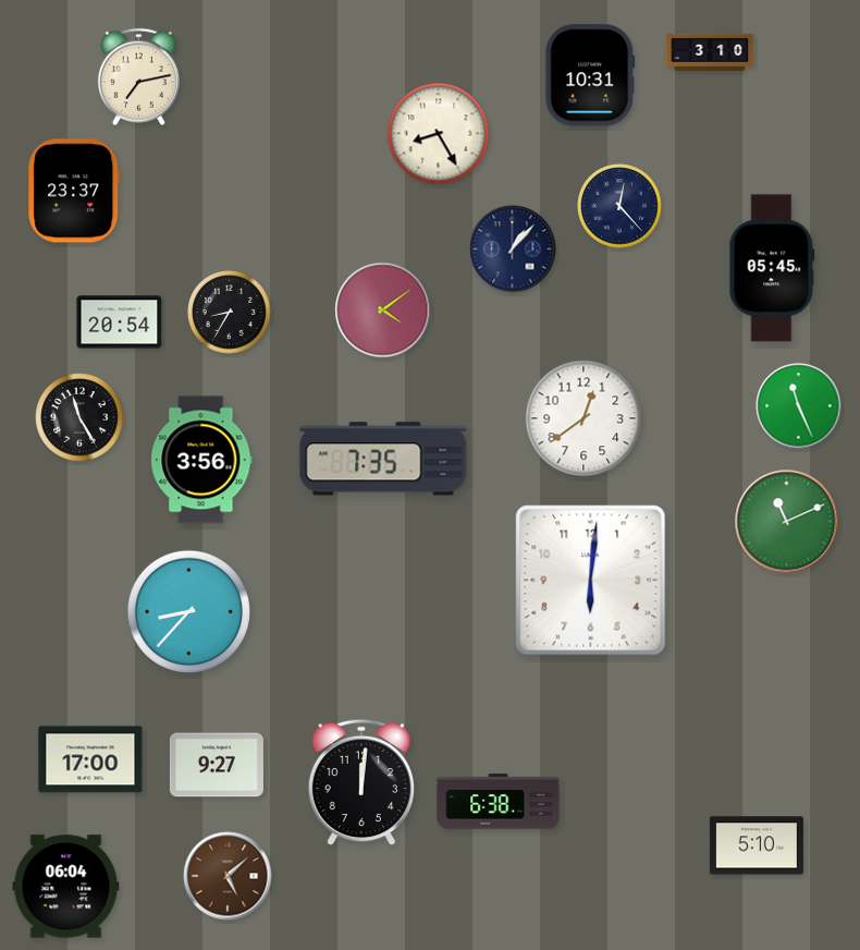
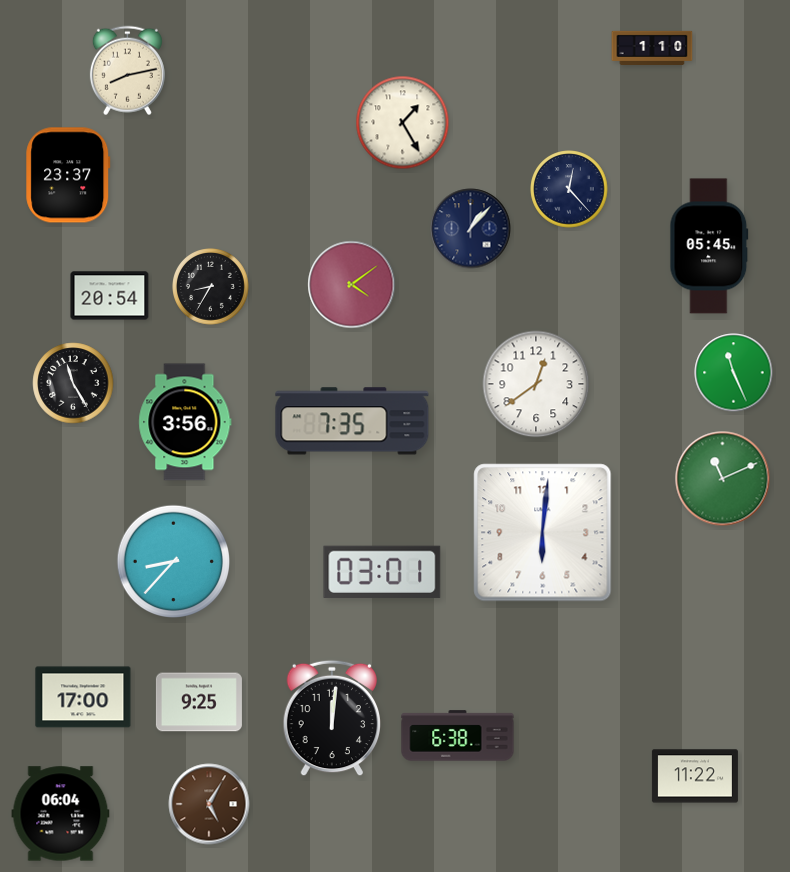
clock at (710, 51): 3:10 -> 1:10
clock at (590, 75): 10:31 -> none
clock at (138, 77): 7:13 -> 8:13
clock at (439, 134): 8:25 -> 1:25
clock at (382, 572): none -> 03:01
clock at (217, 765): 9:27 -> 9:25
clock at (757, 845): 5:10 -> 11:22
clock at (228, 876): 5:08 -> 5:05
